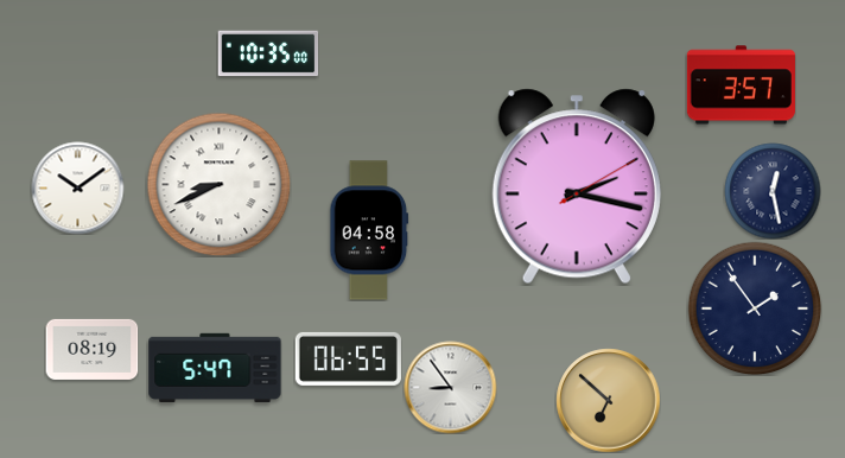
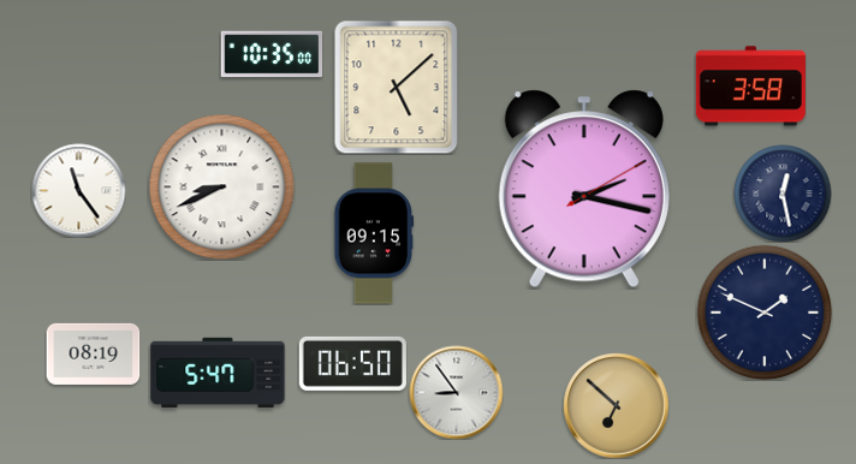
clock at (397, 87): none -> 5:08
clock at (741, 85): 3:57 -> 3:58
clock at (77, 187): 10:09 -> 11:24
clock at (369, 230): 04:58 -> 09:15
clock at (755, 308): 1:54 -> 1:49
clock at (348, 358): 06:55 -> 06:50
